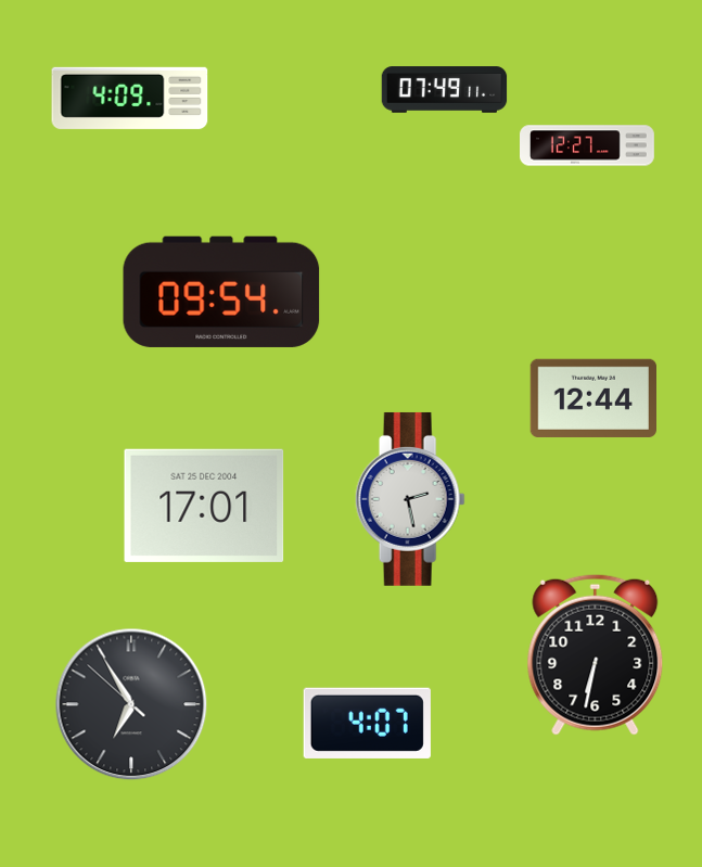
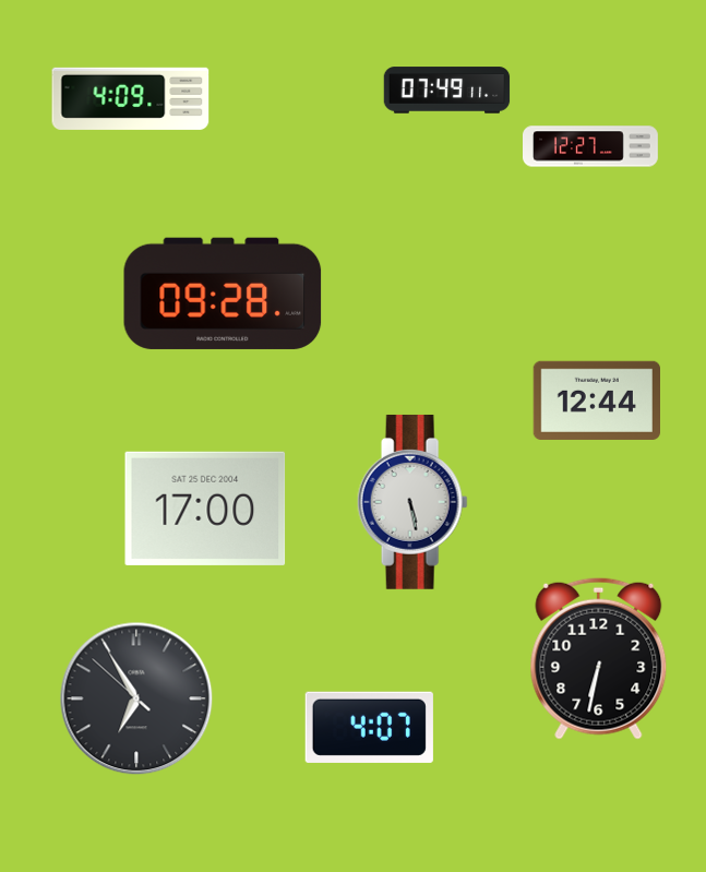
clock at (221, 292): 09:54 -> 09:28
clock at (410, 499): 2:28 -> 5:28
clock at (204, 506): 17:01 -> 17:00
clock at (131, 704) position: (131, 704) -> (136, 698)
